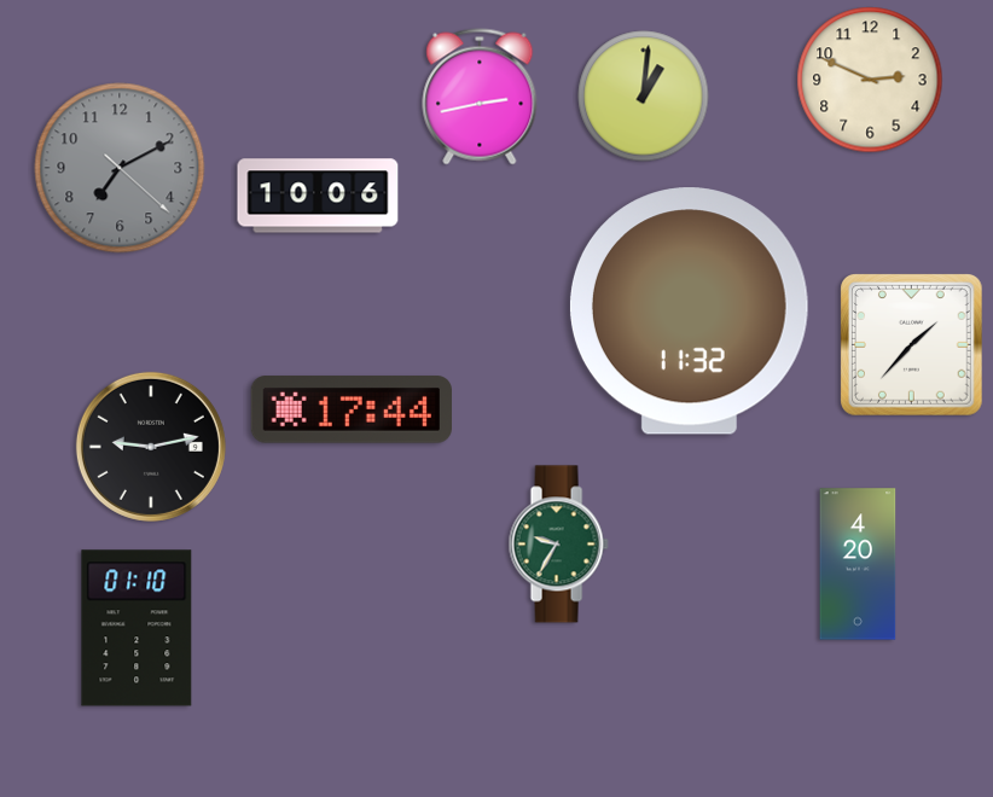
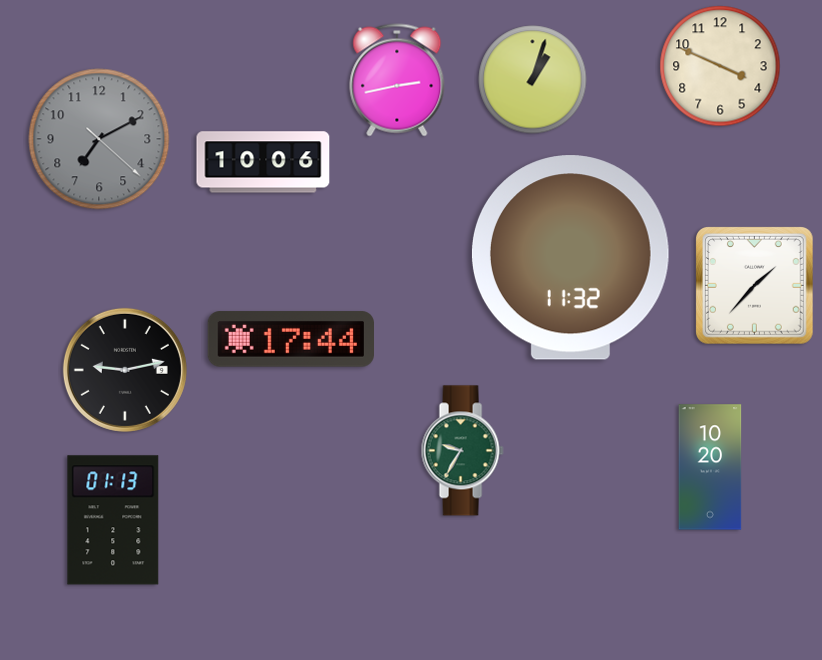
clock at (870, 80): 2:49 -> 3:49
clock at (644, 97): 1:01 -> 1:03
clock at (858, 564): 4:20 -> 10:20
clock at (137, 628): 01:10 -> 01:13
